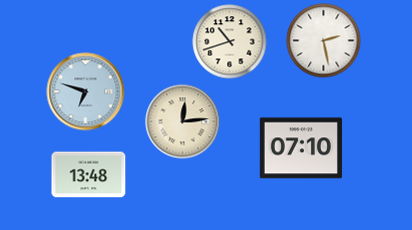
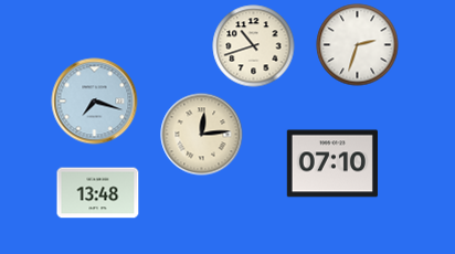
clock at (324, 41): 2:28 -> 2:33
clock at (86, 92): 6:48 -> 7:18
